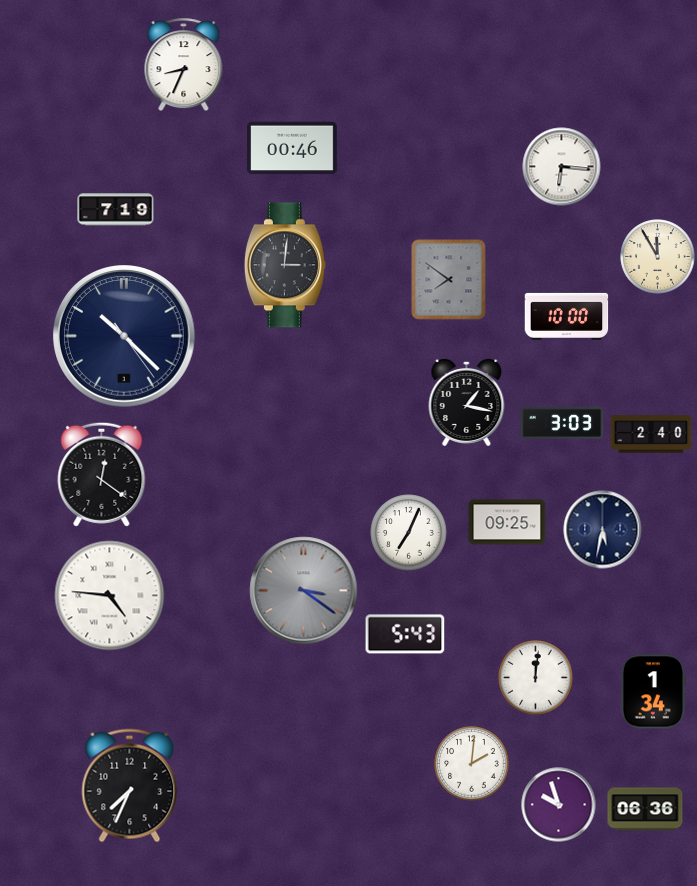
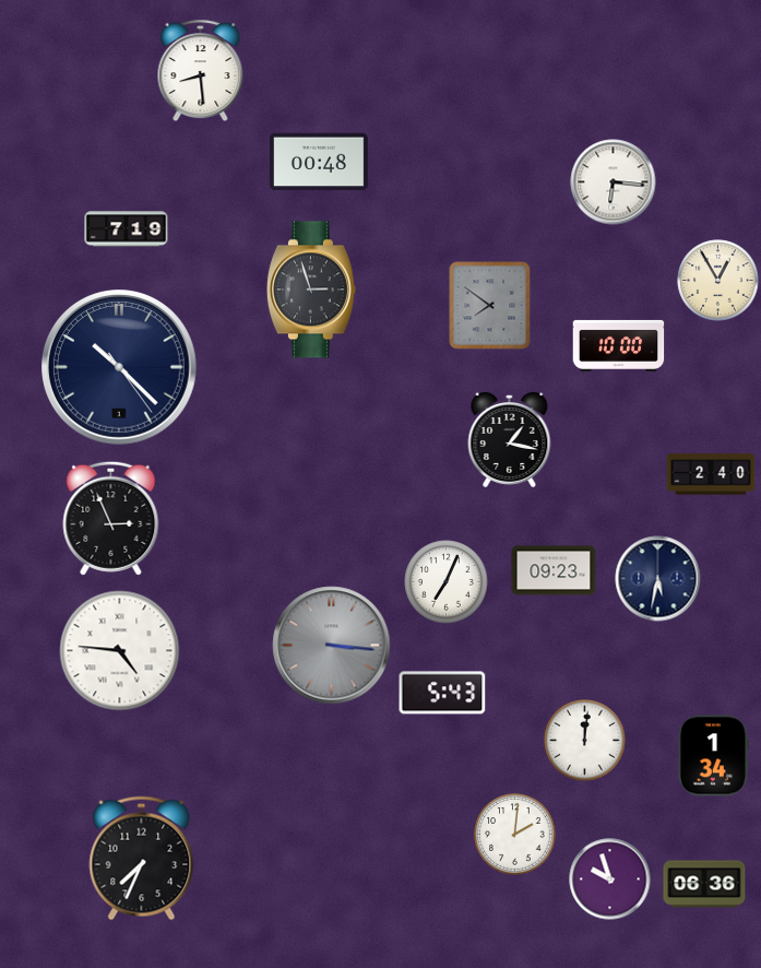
clock at (184, 65): 8:34 -> 8:29
clock at (293, 148): 00:46 -> 00:48
clock at (658, 257): 11:55 -> 12:55
clock at (285, 265): 3:01 -> 2:57
clock at (125, 337) position: (125, 337) -> (120, 368)
clock at (562, 423): 3:03 -> none
clock at (102, 474): 12:21 -> 2:56
clock at (507, 522): 09:25 -> 09:23
clock at (304, 591): 3:21 -> 3:16
